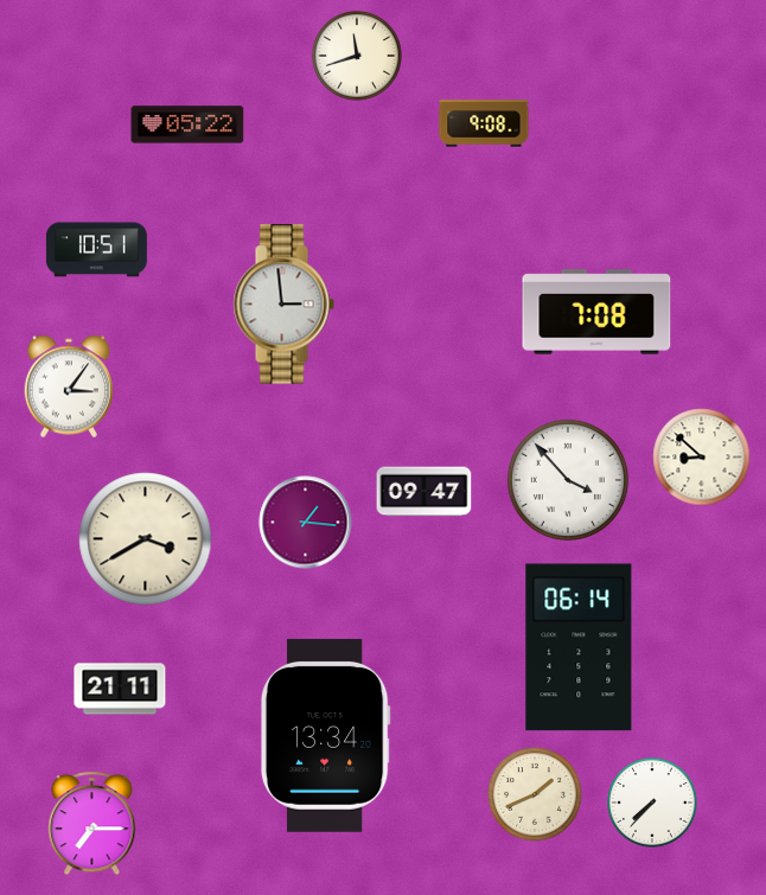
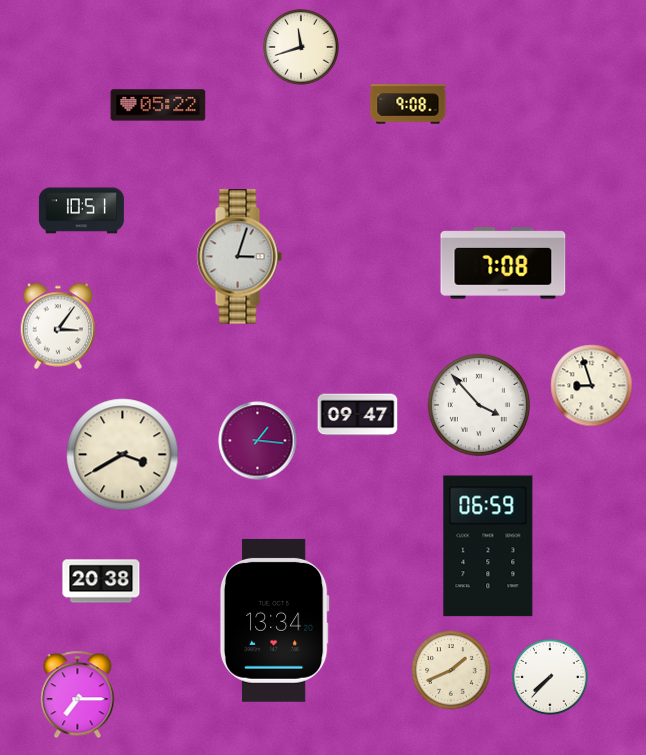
clock at (283, 305): 2:59 -> 3:03
clock at (702, 458): 8:52 -> 8:57
clock at (579, 647): 06:14 -> 06:59
clock at (120, 689): 21:11 -> 20:38
